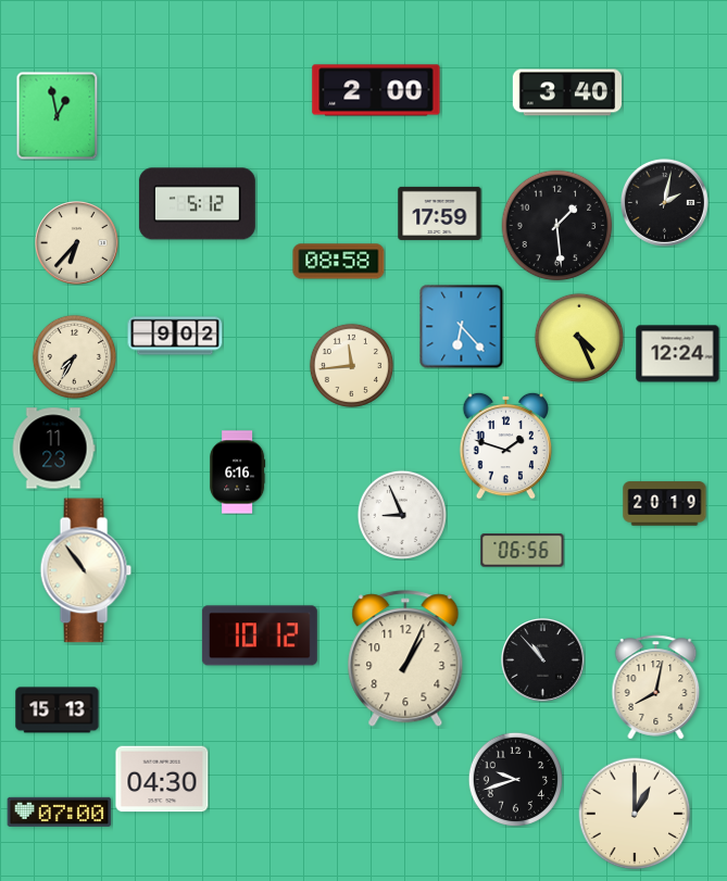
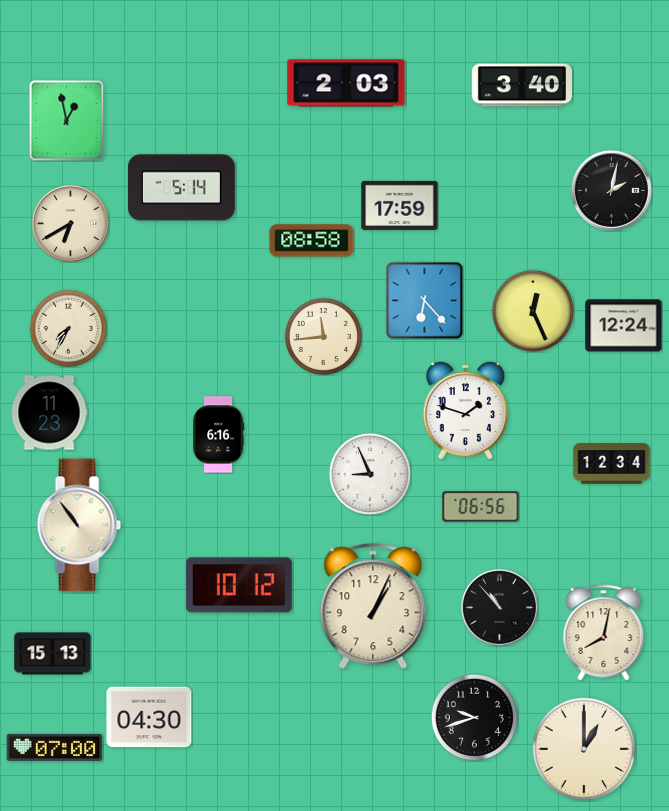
clock at (376, 90): 2:00 -> 2:03
clock at (58, 115) position: (58, 115) -> (67, 120)
clock at (664, 202) position: (664, 202) -> (611, 190)
clock at (197, 204): 5:12 -> 5:14
clock at (440, 213) position: (440, 213) -> (400, 205)
clock at (557, 226): 1:29 -> none
clock at (77, 243): 6:37 -> 6:40
clock at (175, 336): 9:02 -> none
clock at (579, 338): 4:26 -> 12:26
clock at (665, 504): 20:19 -> 12:34
